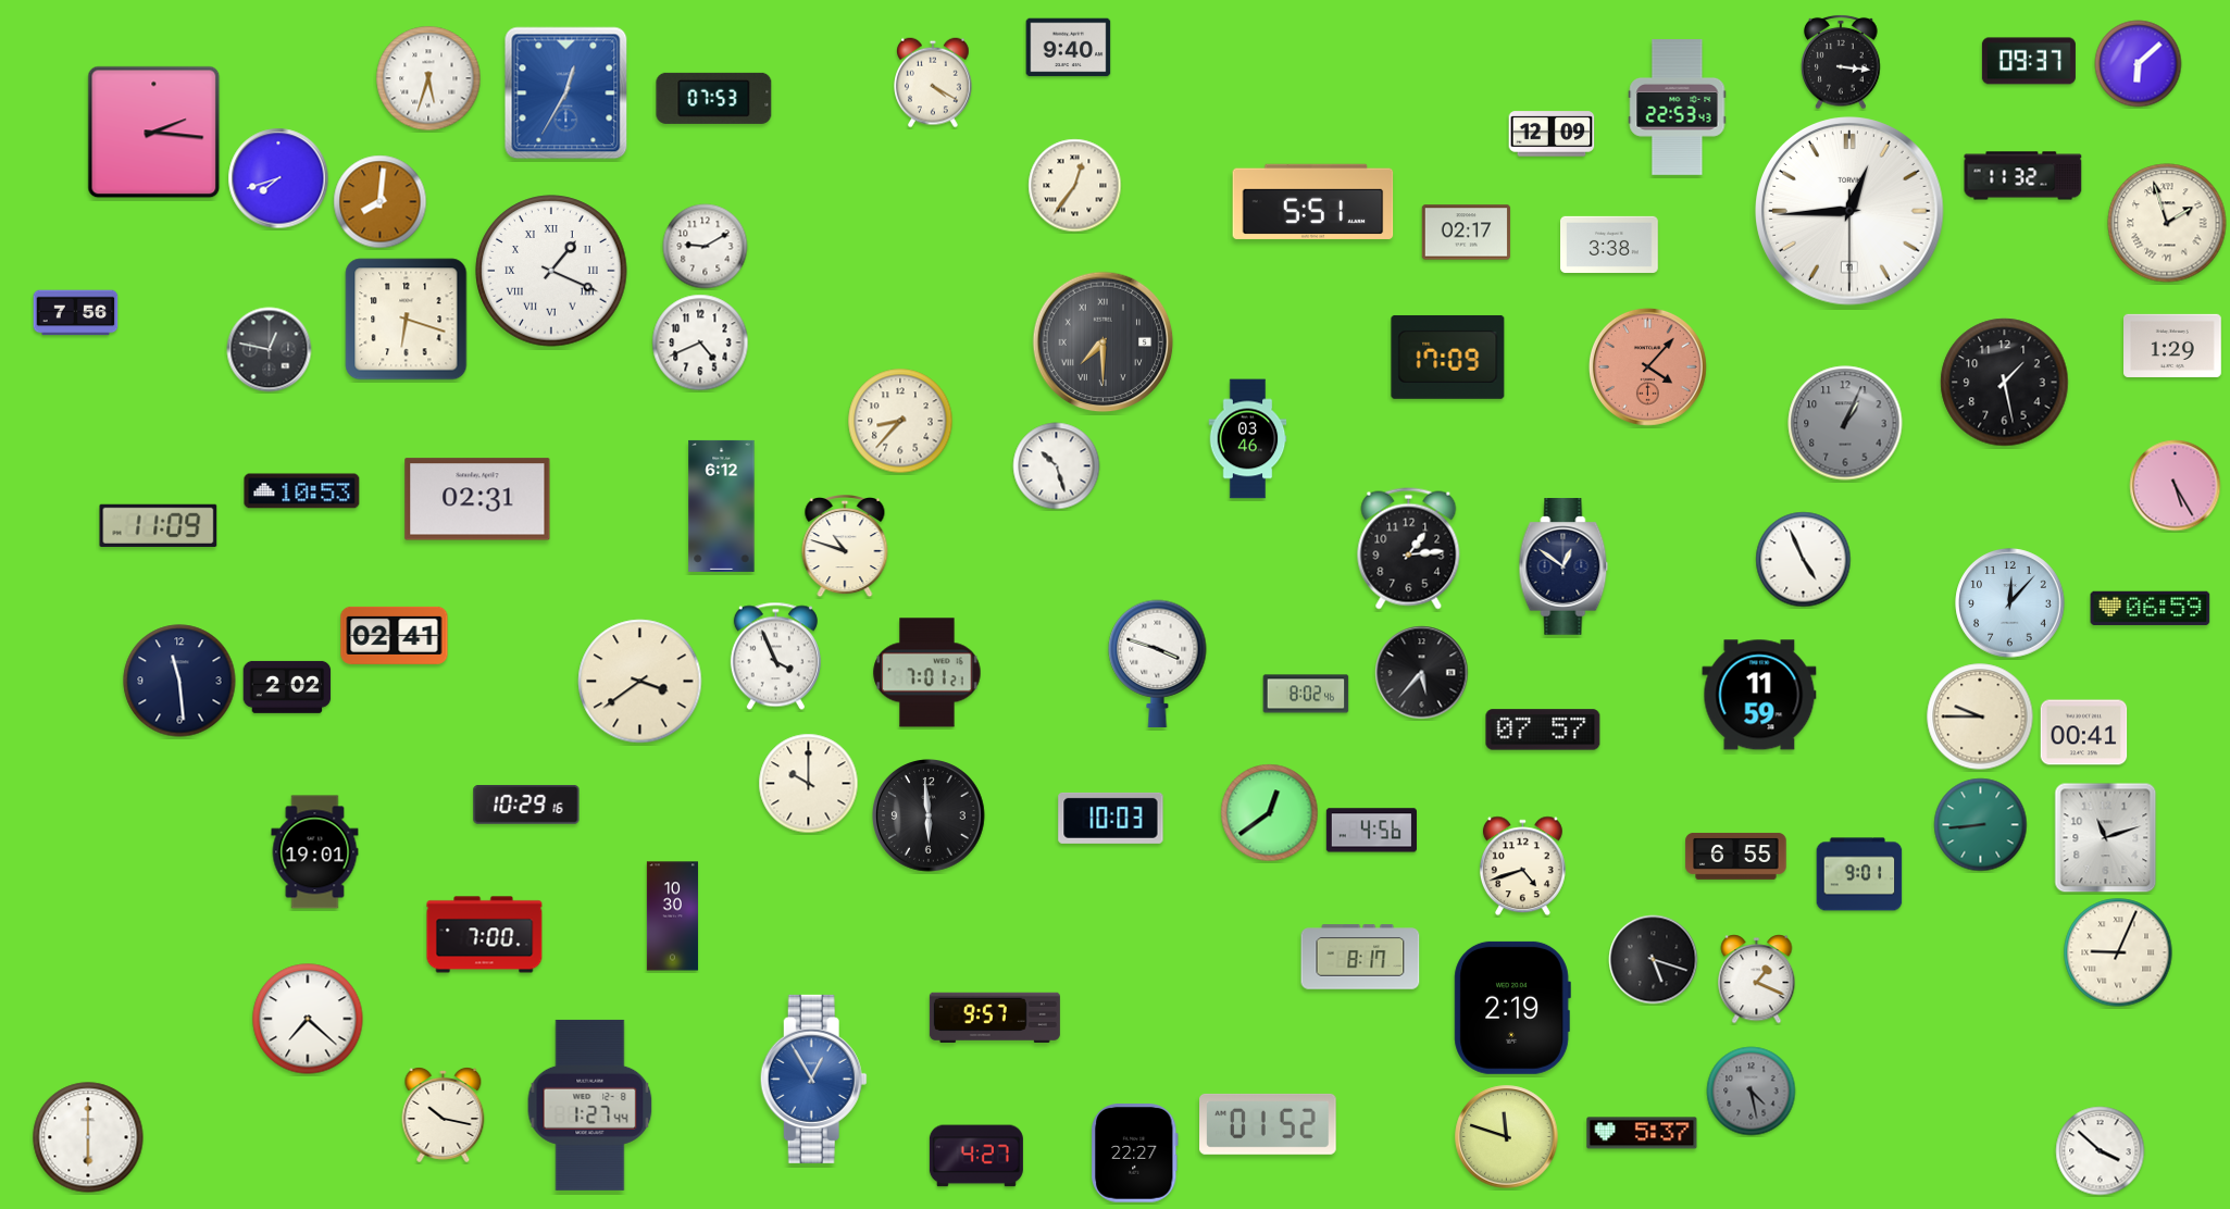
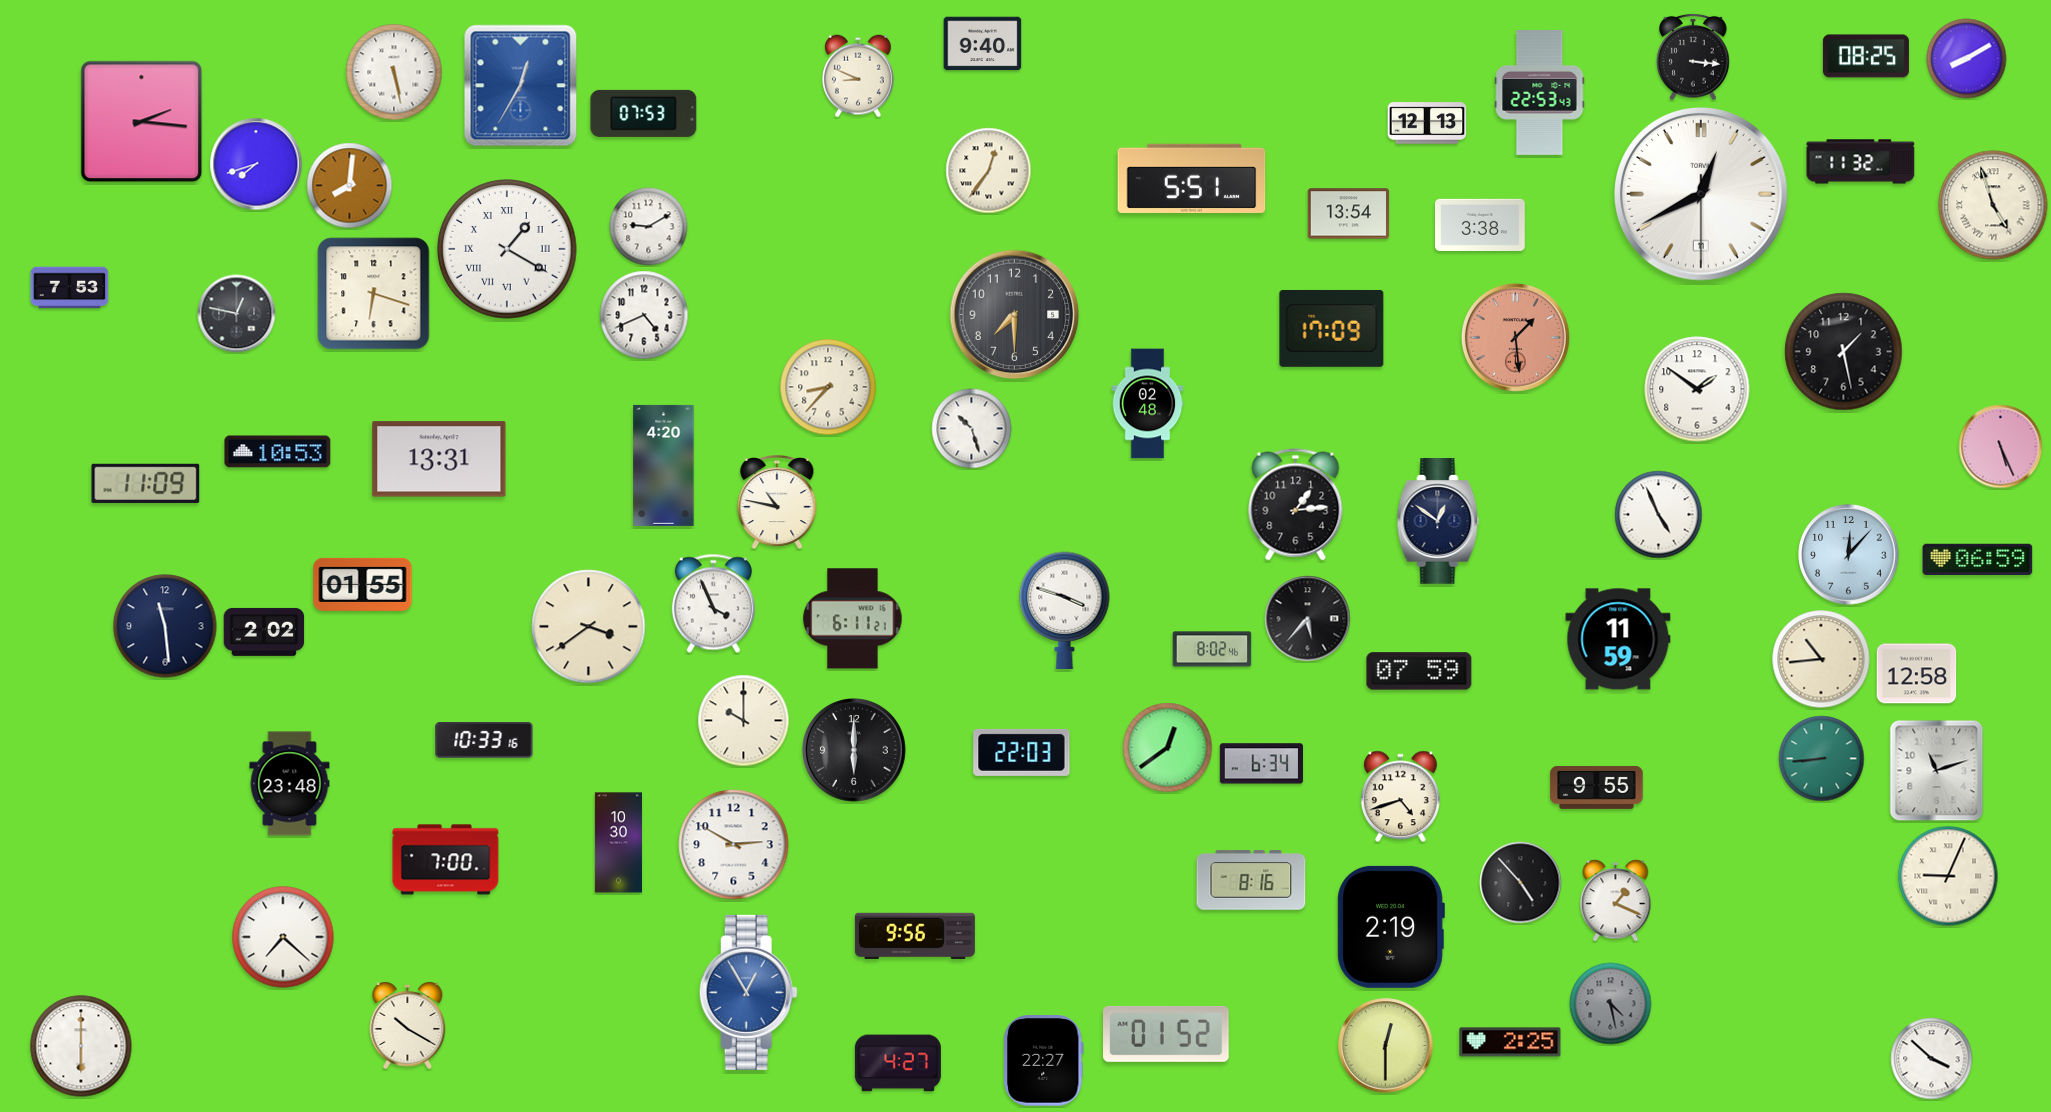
clock at (2029, 61): 09:37 -> 08:25
clock at (2139, 64): 6:08 -> 8:10
clock at (428, 78): 5:33 -> 5:28
clock at (934, 83): 4:20 -> 8:49
clock at (714, 98) position: (714, 98) -> (644, 113)
clock at (1678, 108) position: (1678, 108) -> (1540, 93)
clock at (1552, 134): 12:09 -> 12:13
clock at (1313, 201) position: (1313, 201) -> (1192, 178)
clock at (1851, 212): 12:44 -> 12:40
clock at (2167, 223): 1:57 -> 4:57
clock at (1467, 233): 02:17 -> 13:54
clock at (551, 271): 1:19 -> 1:20
clock at (76, 313): 7:56 -> 7:53
clock at (1104, 342) numerals: Roman -> Arabic
clock at (2172, 346): 1:29 -> none
clock at (270, 350) position: (270, 350) -> (237, 314)
clock at (1647, 366): 4:07 -> 1:29
clock at (1845, 423): 1:04 -> 1:51
clock at (1845, 423) dial: grey -> white
clock at (1248, 439): 03:46 -> 02:48
clock at (2176, 486): 5:25 -> 5:26
clock at (477, 499): 02:31 -> 13:31
clock at (722, 506): 6:12 -> 4:20
clock at (845, 547): 10:48 -> 10:47
clock at (395, 635): 02:41 -> 01:55
clock at (927, 673): 7:01 -> 6:11
clock at (1306, 694) position: (1306, 694) -> (1212, 649)
clock at (1980, 716): 9:45 -> 10:44
clock at (1543, 730): 07:57 -> 07:59
clock at (2084, 733): 00:41 -> 12:58
clock at (526, 806): 10:29 -> 10:33
clock at (930, 817): 5:59 -> 6:00
clock at (1111, 818): 10:03 -> 22:03
clock at (1371, 831): 4:56 -> 6:34
clock at (315, 852): 19:01 -> 23:48
clock at (1736, 857): 6:55 -> 9:55
clock at (1859, 874): 9:01 -> none
clock at (734, 845): none -> 2:50
clock at (1360, 957): 8:17 -> 8:16
clock at (1654, 960): 5:18 -> 4:53
clock at (995, 1018): 9:57 -> 9:56
clock at (590, 1105): 1:27 -> none
clock at (444, 1115): 10:17 -> 10:20
clock at (1642, 1133): 5:37 -> 2:25
clock at (1507, 1137): 11:48 -> 12:30
